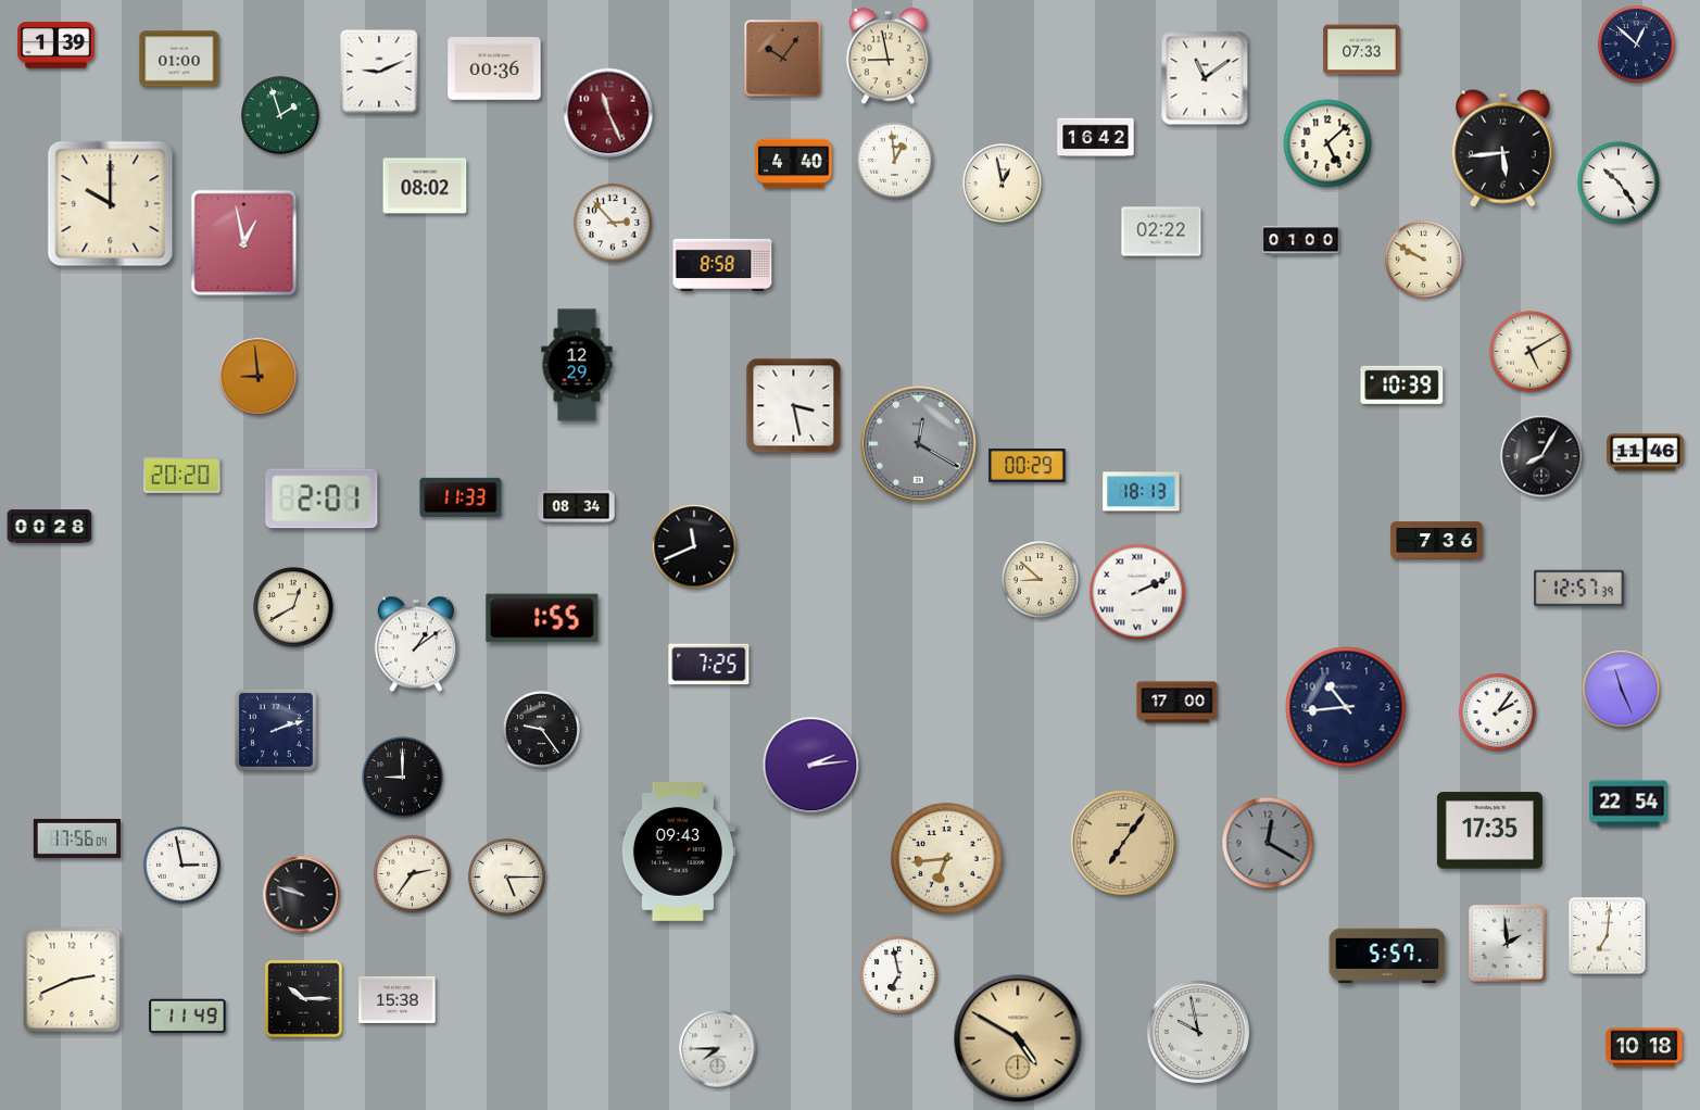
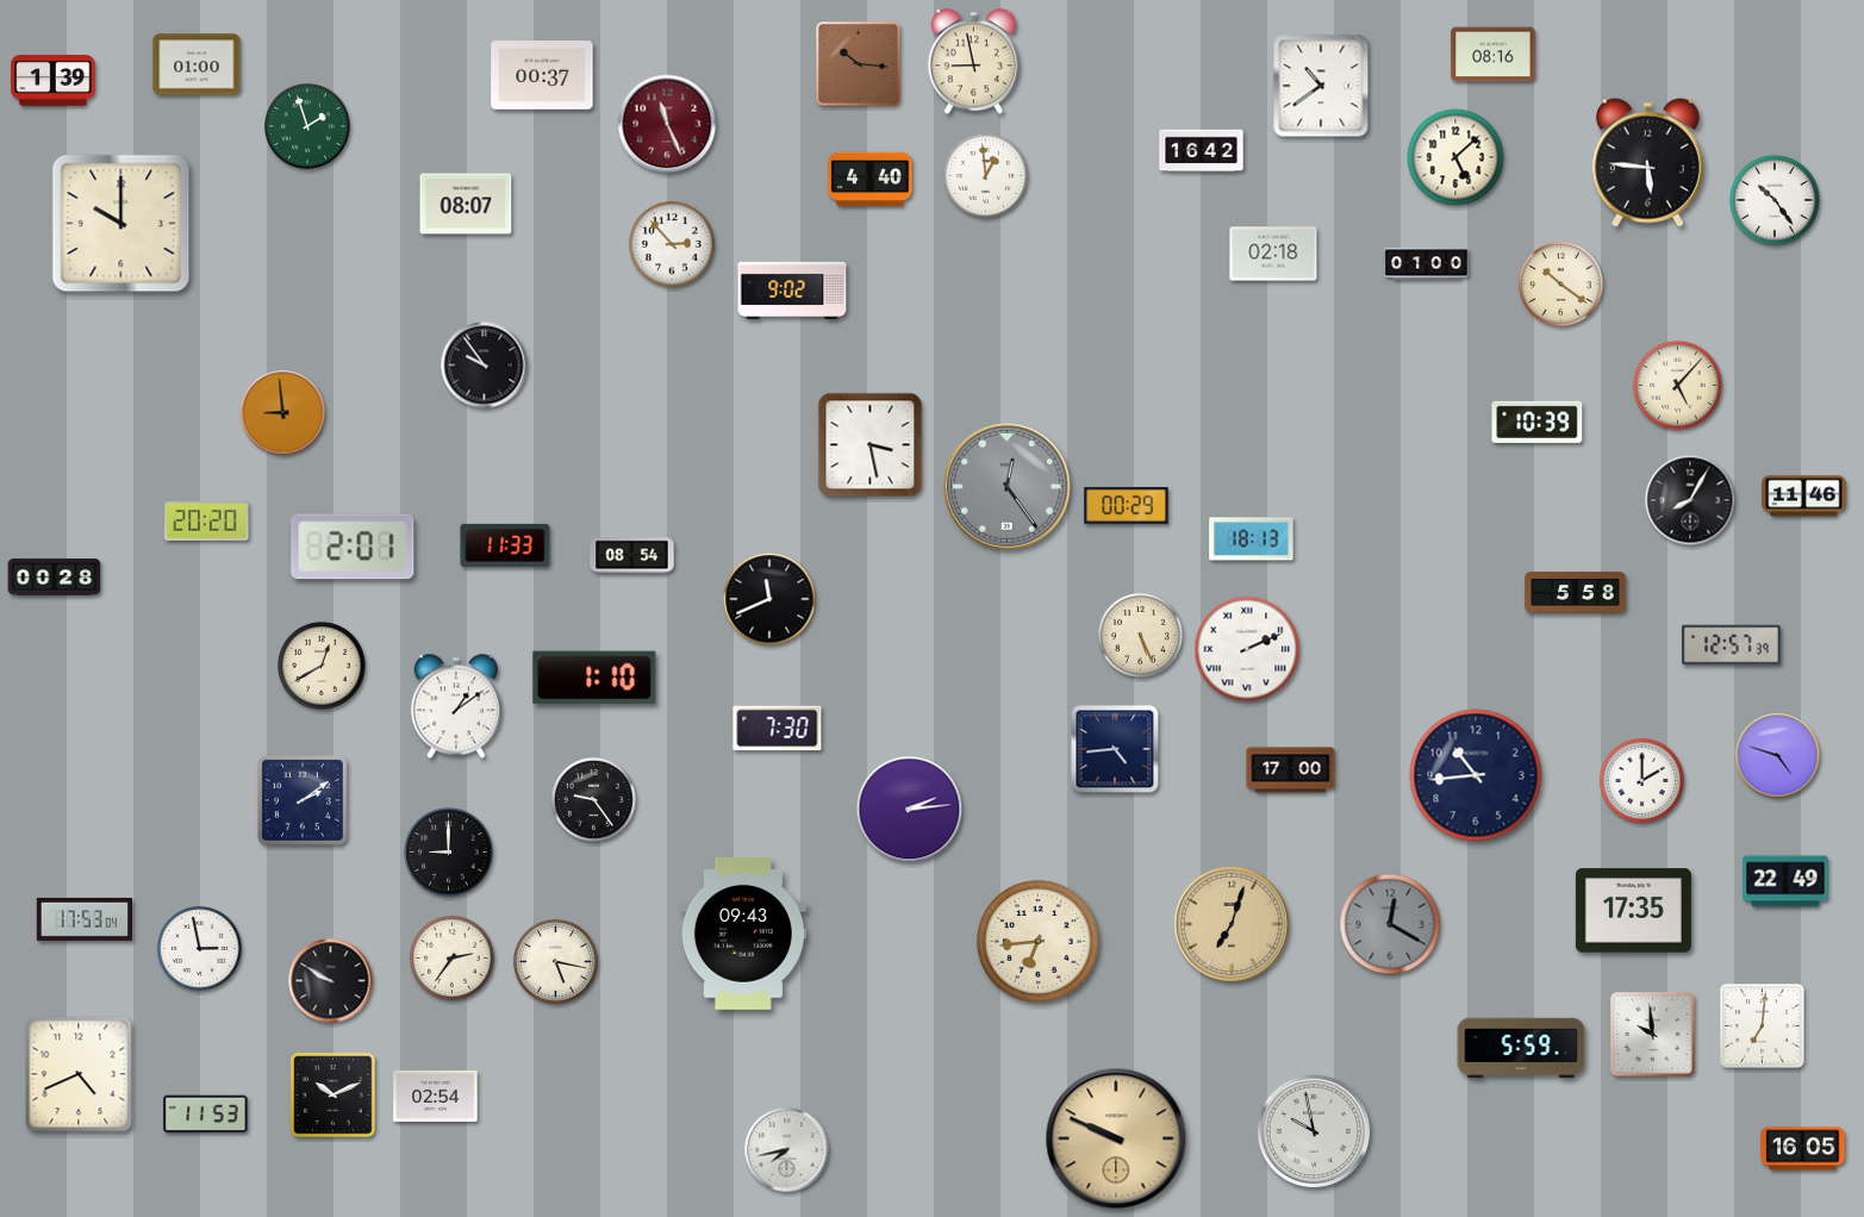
clock at (1636, 43): 12:52 -> none
clock at (56, 46) position: (56, 46) -> (54, 81)
clock at (1362, 50): 07:33 -> 08:16
clock at (783, 59): 10:06 -> 10:16
clock at (494, 70): 00:36 -> 00:37
clock at (379, 72): 9:11 -> none
clock at (1205, 78): 11:09 -> 10:39
clock at (1502, 148): 5:44 -> 5:46
clock at (894, 160) position: (894, 160) -> (985, 175)
clock at (1003, 184): 12:58 -> none
clock at (425, 186): 08:02 -> 08:07
clock at (1161, 231): 02:22 -> 02:18
clock at (244, 243): 12:58 -> none
clock at (1423, 258): 9:50 -> 10:21
clock at (722, 265): 8:58 -> 9:02
clock at (485, 366): none -> 9:54
clock at (1531, 352): 5:10 -> 5:07
clock at (577, 365): 12:29 -> none
clock at (919, 444): 12:20 -> 12:24
clock at (1028, 465) position: (1028, 465) -> (1127, 505)
clock at (182, 476) position: (182, 476) -> (207, 522)
clock at (577, 507): 08:34 -> 08:54
clock at (1437, 541): 7:36 -> 5:58
clock at (694, 546) position: (694, 546) -> (769, 599)
clock at (1040, 579): 8:52 -> 5:26
clock at (542, 618): 1:55 -> 1:10
clock at (709, 665): 7:25 -> 7:30
clock at (1115, 749): none -> 4:44
clock at (1622, 690): 11:26 -> 4:48
clock at (1497, 711): 2:06 -> 2:00
clock at (276, 730): 2:12 -> 2:09
clock at (811, 766) position: (811, 766) -> (910, 810)
clock at (403, 778) position: (403, 778) -> (449, 853)
clock at (1628, 804): 22:54 -> 22:49
clock at (77, 838): 17:56 -> 17:53
clock at (1122, 842): 7:06 -> 7:03
clock at (506, 876): 5:15 -> 5:17
clock at (302, 895): 9:48 -> 9:50
clock at (1508, 944): 1:59 -> 9:59
clock at (1387, 956): 5:57 -> 5:59
clock at (898, 974): 6:58 -> none
clock at (72, 980): 2:41 -> 4:41
clock at (304, 999): 10:15 -> 10:11
clock at (398, 999): 15:38 -> 02:54
clock at (188, 1017): 11:49 -> 11:53
clock at (1018, 1038): 4:50 -> 9:49
clock at (1645, 1048): 10:18 -> 16:05
clock at (718, 1049): 7:45 -> 7:43
